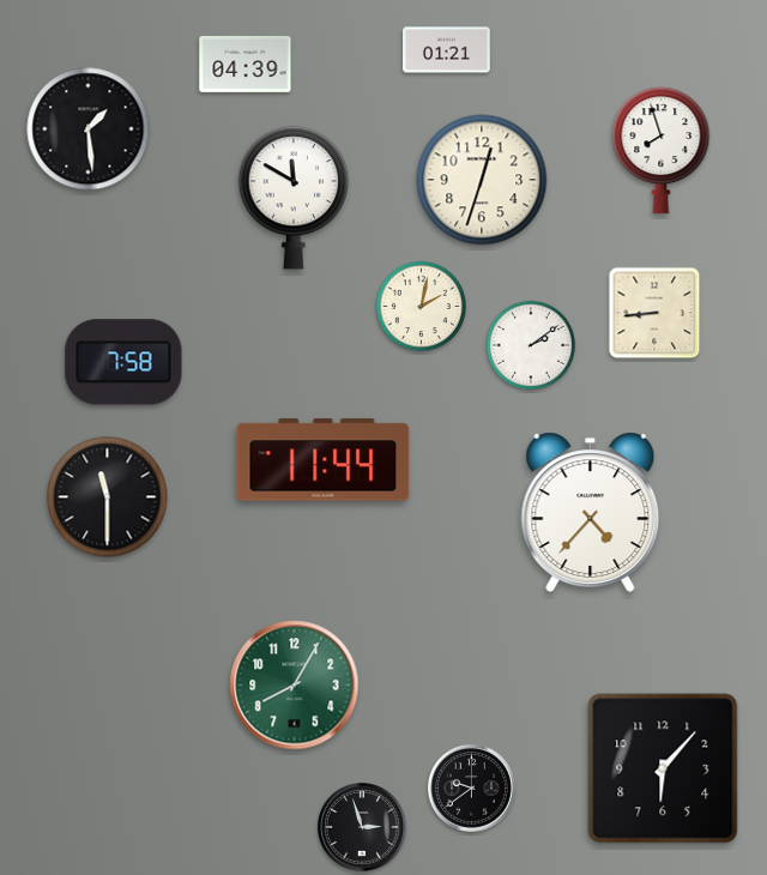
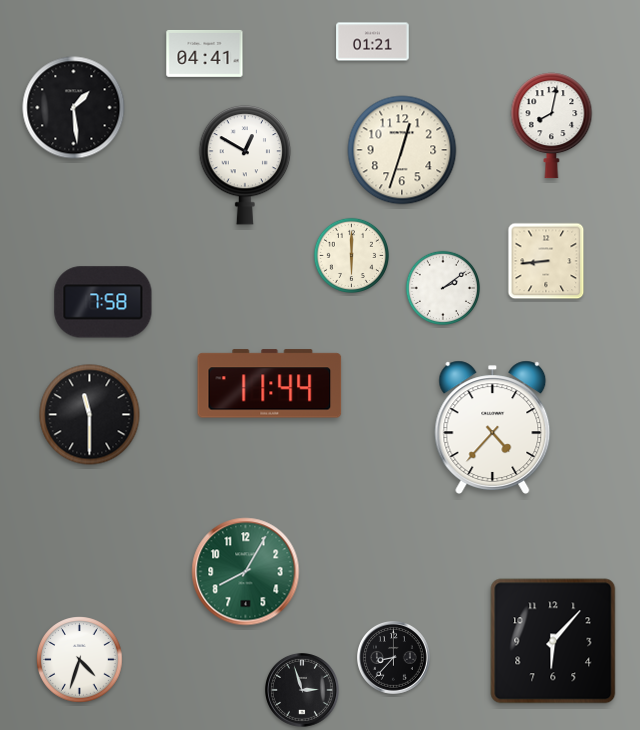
clock at (246, 64): 04:39 -> 04:41
clock at (662, 151): 7:57 -> 8:02
clock at (294, 198): 11:50 -> 12:50
clock at (421, 306): 2:02 -> 6:00
clock at (472, 789): 9:39 -> 8:37
clock at (80, 660): none -> 4:33
